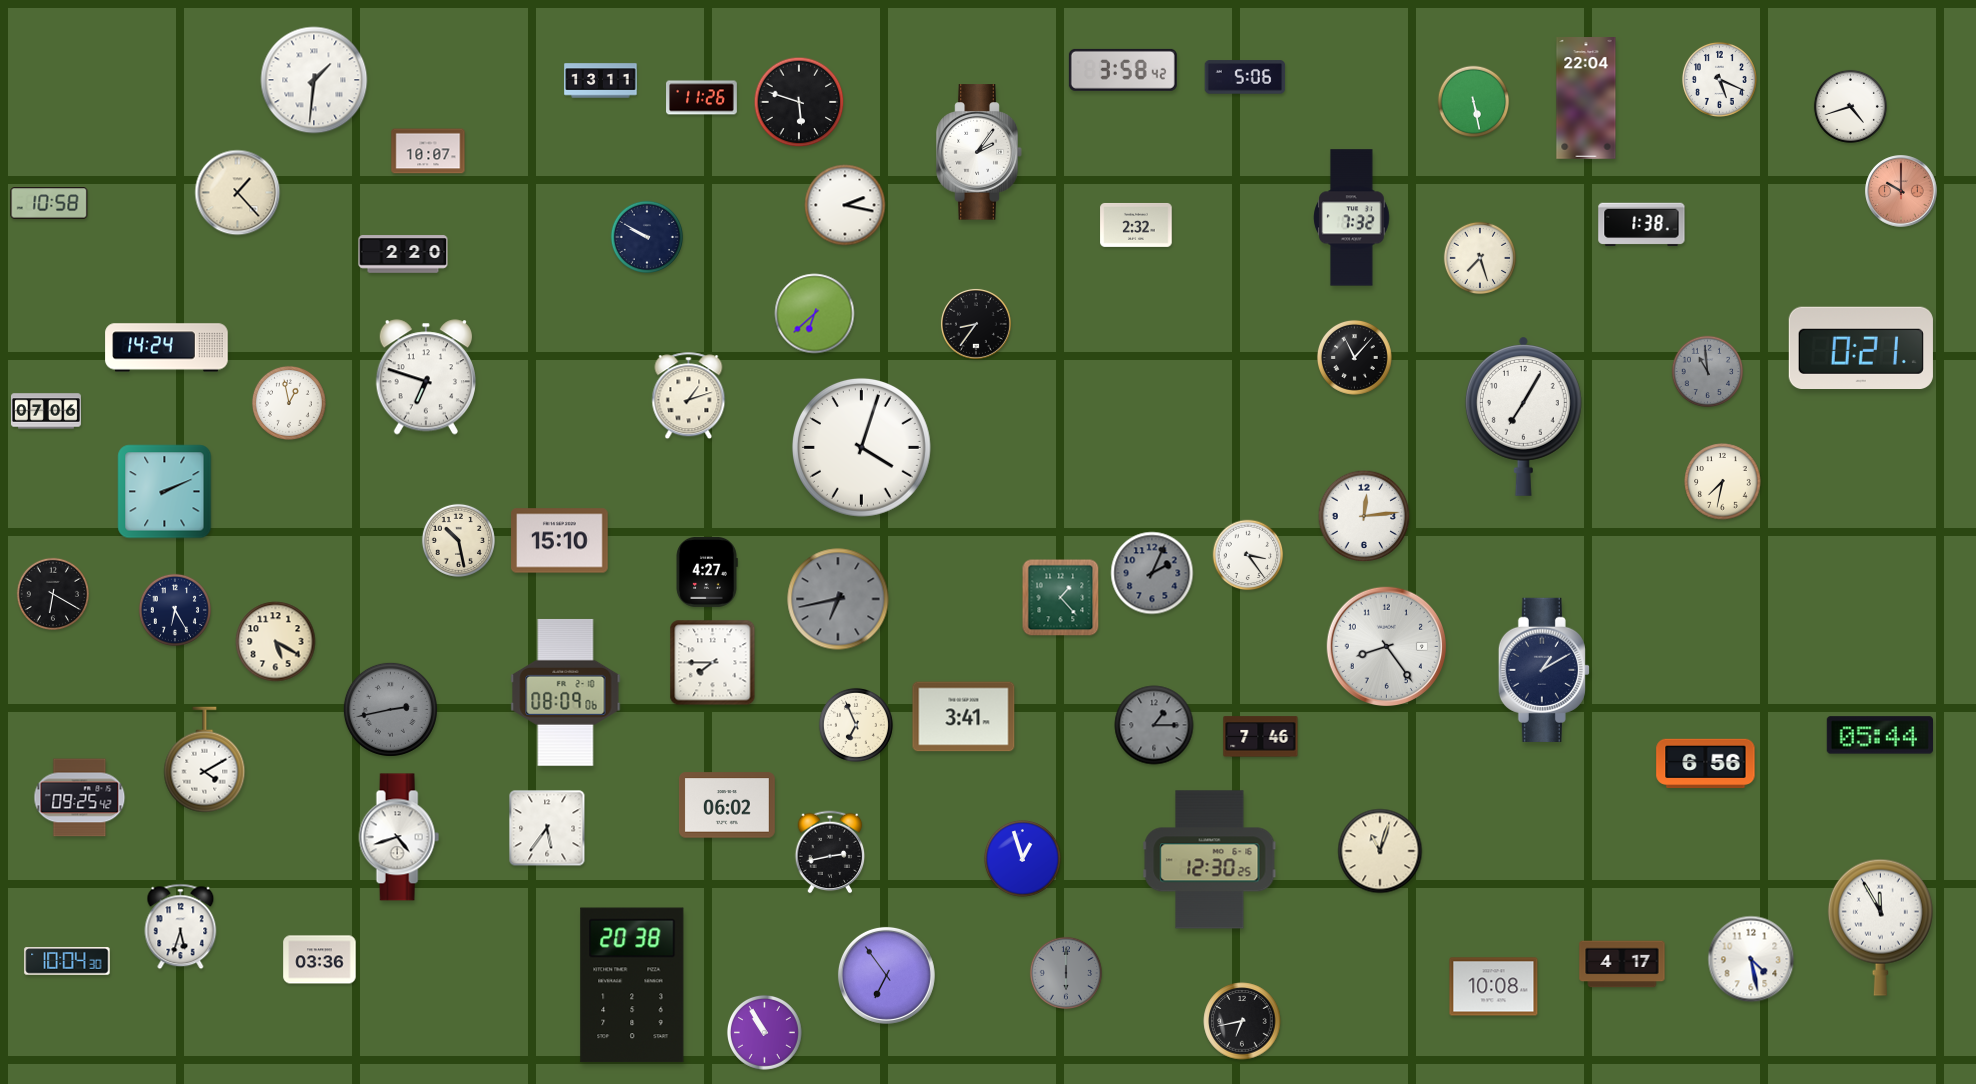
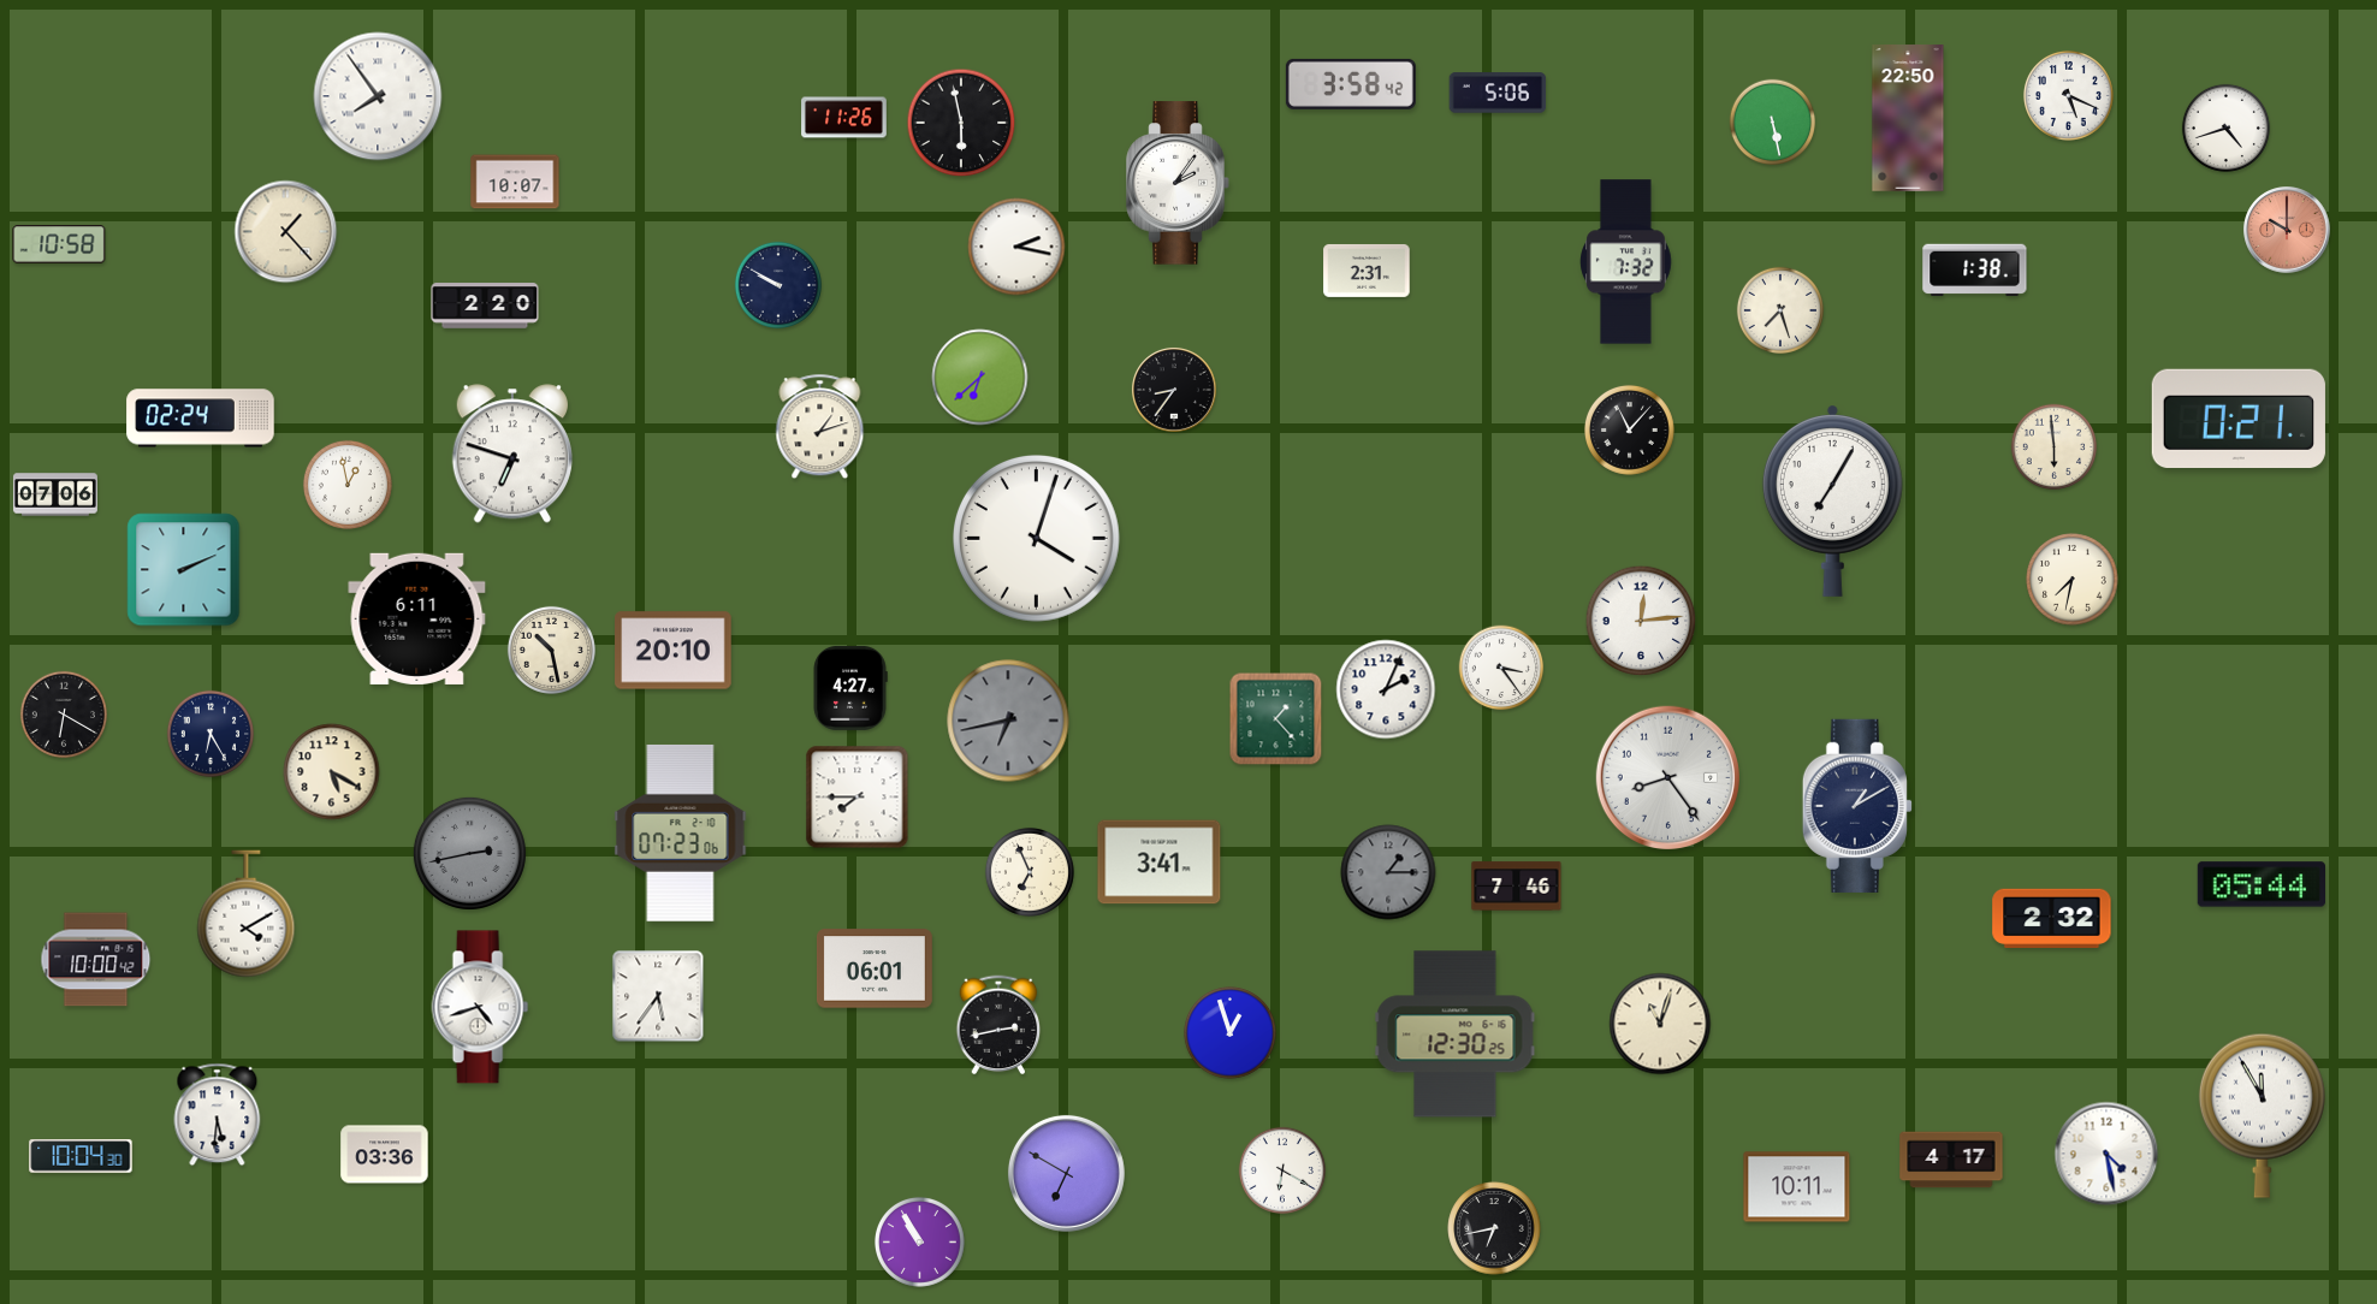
clock at (314, 80): 1:31 -> 7:54
clock at (601, 81): 13:11 -> none
clock at (1586, 98): 22:04 -> 22:50
clock at (799, 102): 5:48 -> 5:58
clock at (1136, 225): 2:32 -> 2:31
clock at (167, 348): 14:24 -> 02:24
clock at (1708, 372): 10:59 -> 5:59
clock at (1708, 372) dial: grey -> cream
clock at (689, 396) position: (689, 396) -> (820, 427)
clock at (165, 492) position: (165, 492) -> (184, 570)
clock at (417, 618): none -> 6:11
clock at (560, 541): 15:10 -> 20:10
clock at (1152, 573) dial: grey -> white
clock at (566, 692): 08:09 -> 07:23
clock at (1706, 763): 6:56 -> 2:32
clock at (80, 798): 09:25 -> 10:00
clock at (727, 805): 06:02 -> 06:01
clock at (181, 927): 5:33 -> 5:31
clock at (1065, 972): 6:00 -> 6:20
clock at (1065, 972) dial: grey -> white
clock at (886, 975): 6:54 -> 6:50
clock at (632, 985): 20:38 -> none
clock at (1494, 987): 10:08 -> 10:11
